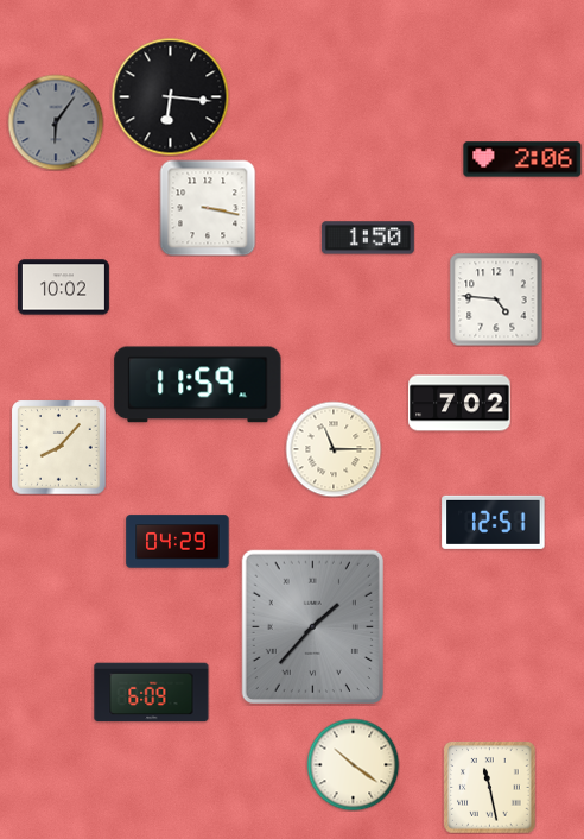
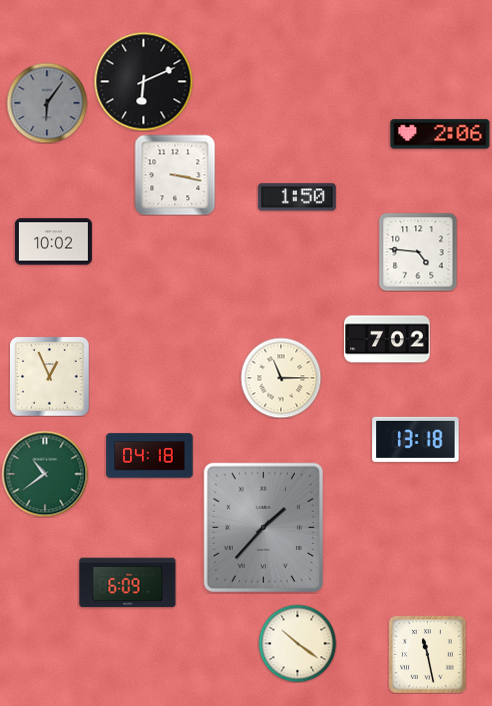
clock at (171, 97): 6:16 -> 6:11
clock at (368, 238) position: (368, 238) -> (297, 197)
clock at (198, 385): 11:59 -> none
clock at (58, 447): 8:07 -> 12:56
clock at (494, 522): 12:51 -> 13:18
clock at (178, 542): 04:29 -> 04:18
clock at (45, 474): none -> 10:39
clock at (489, 787) position: (489, 787) -> (427, 654)
